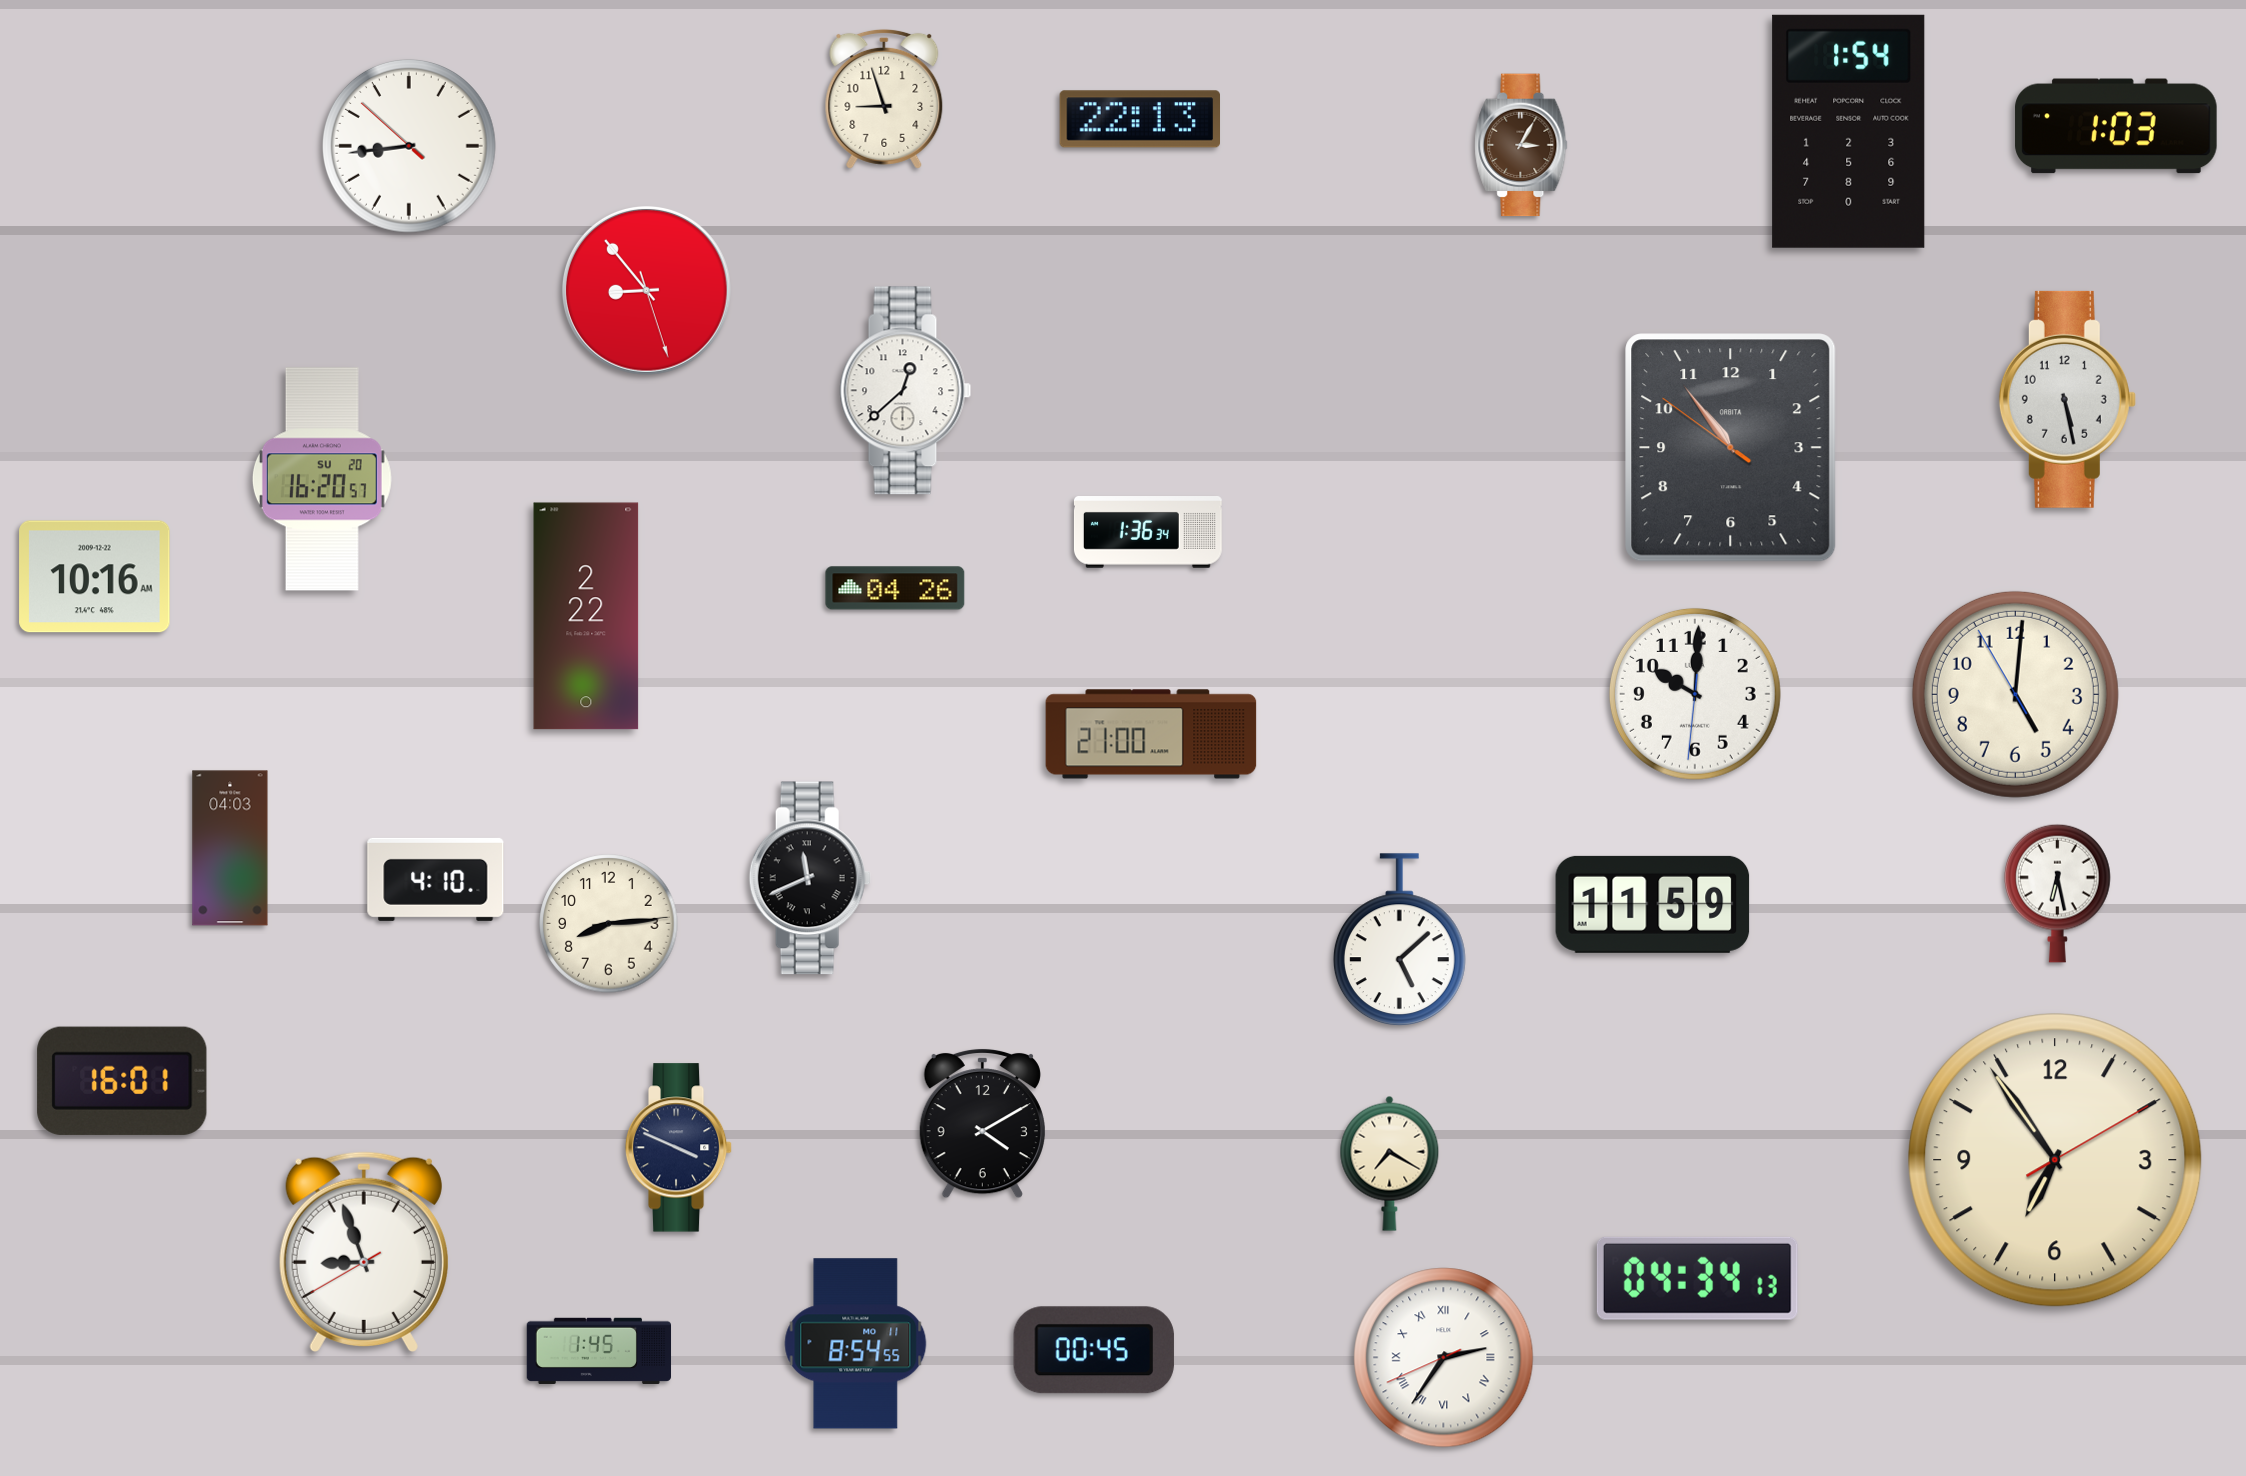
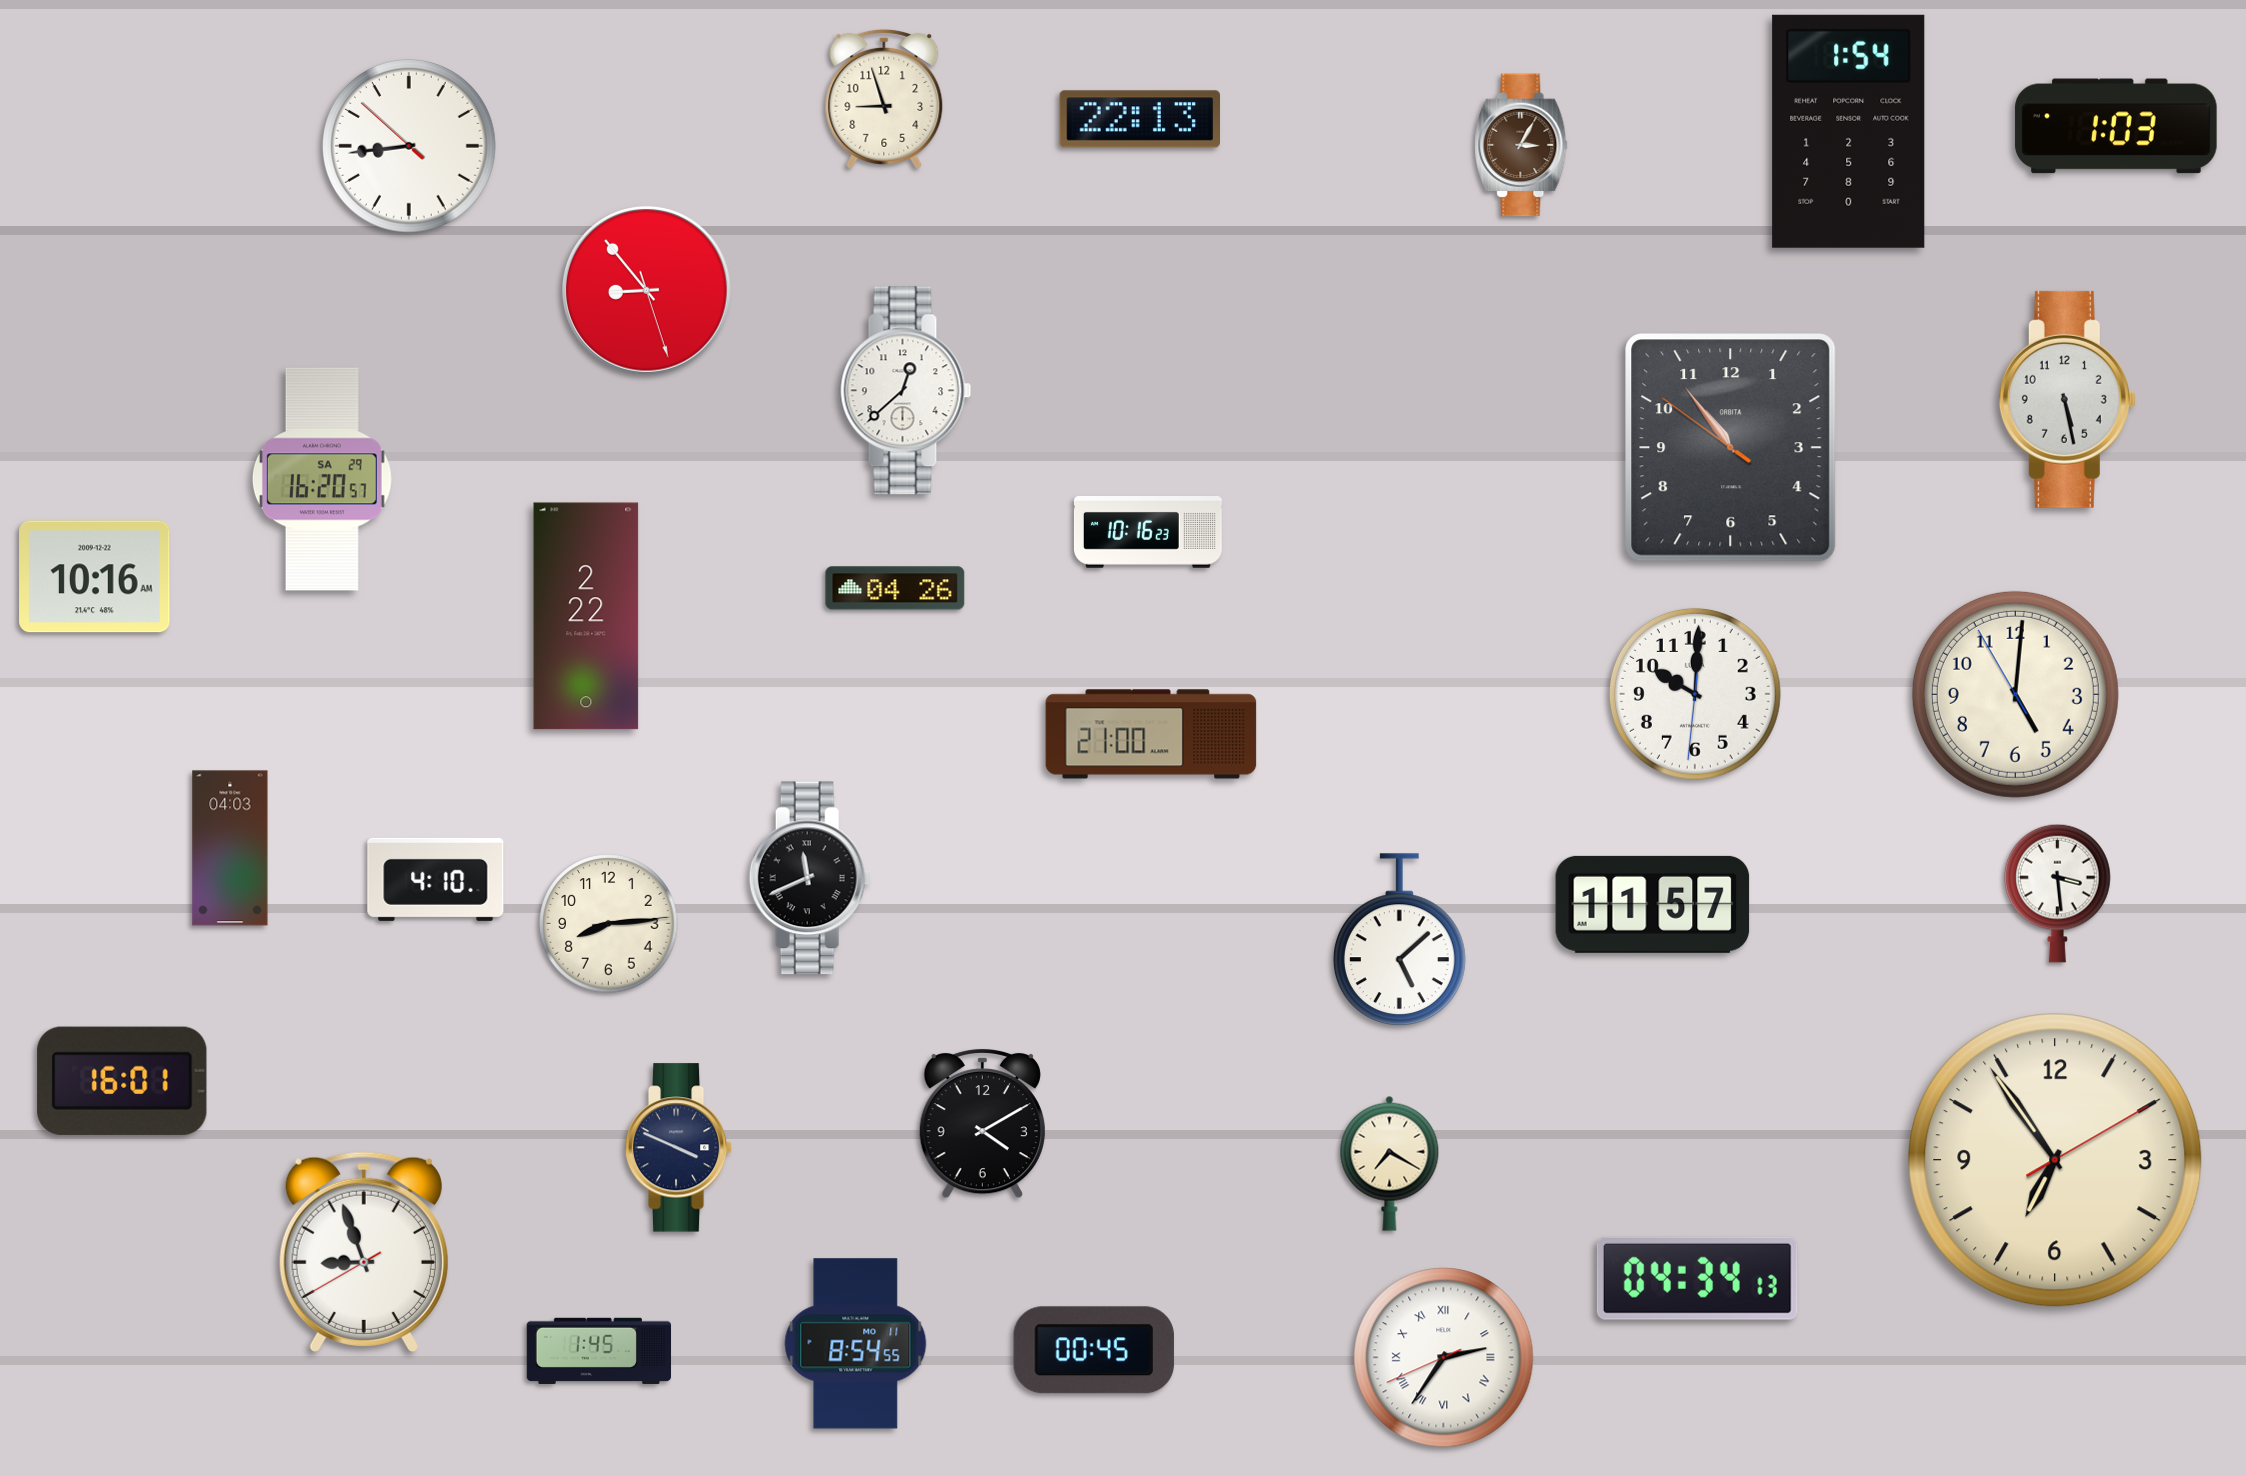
clock at (322, 479) date: SU 20 -> SA 29
clock at (1148, 533): 1:36 -> 10:16
clock at (2058, 893): 6:28 -> 3:29
clock at (1653, 904): 11:59 -> 11:57
